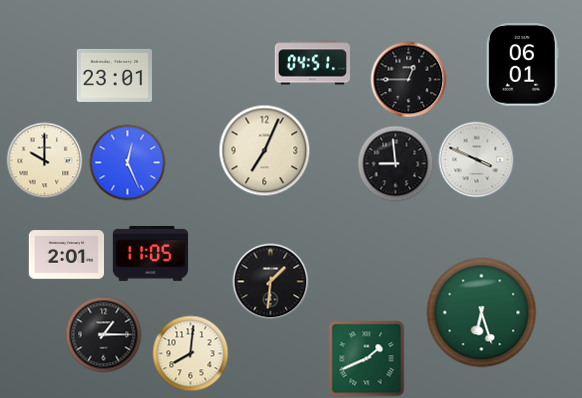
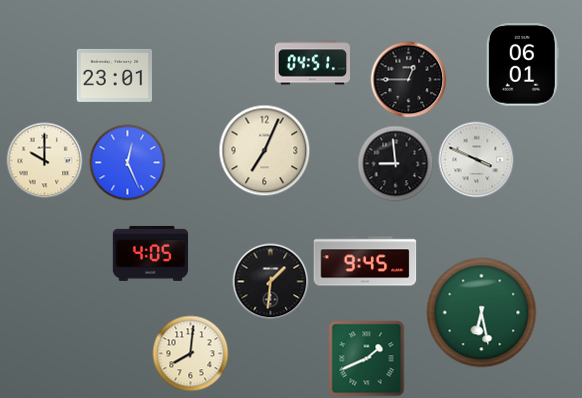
clock at (151, 253): 11:05 -> 4:05
clock at (66, 255): 2:01 -> none
clock at (365, 261): none -> 9:45
clock at (482, 313): 6:27 -> 6:28
clock at (104, 335): 1:15 -> none
